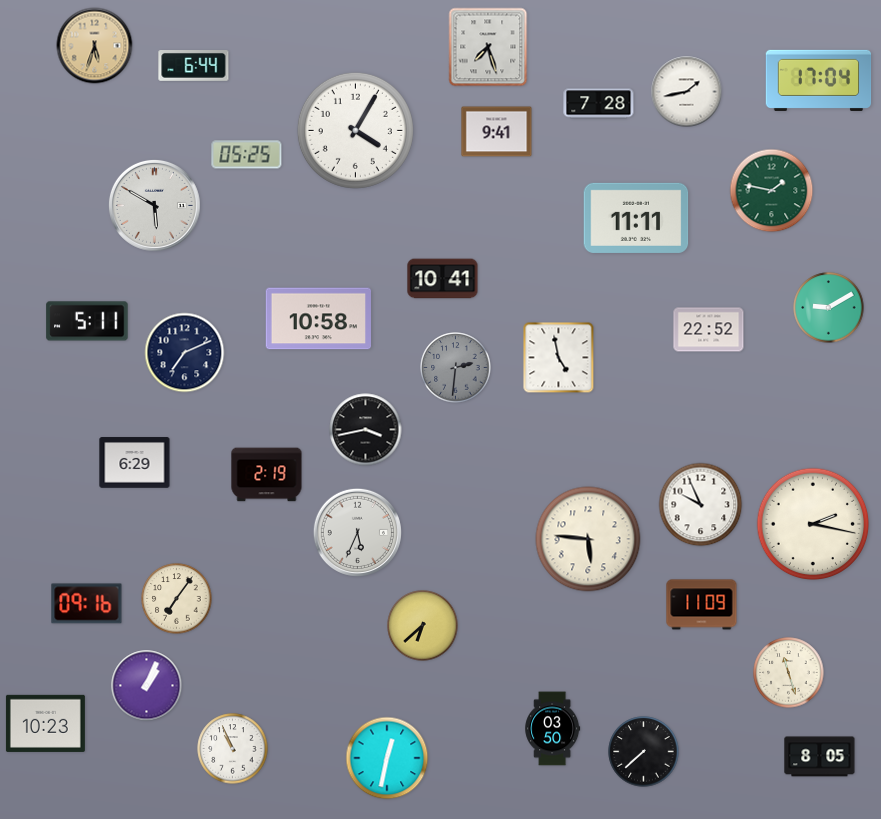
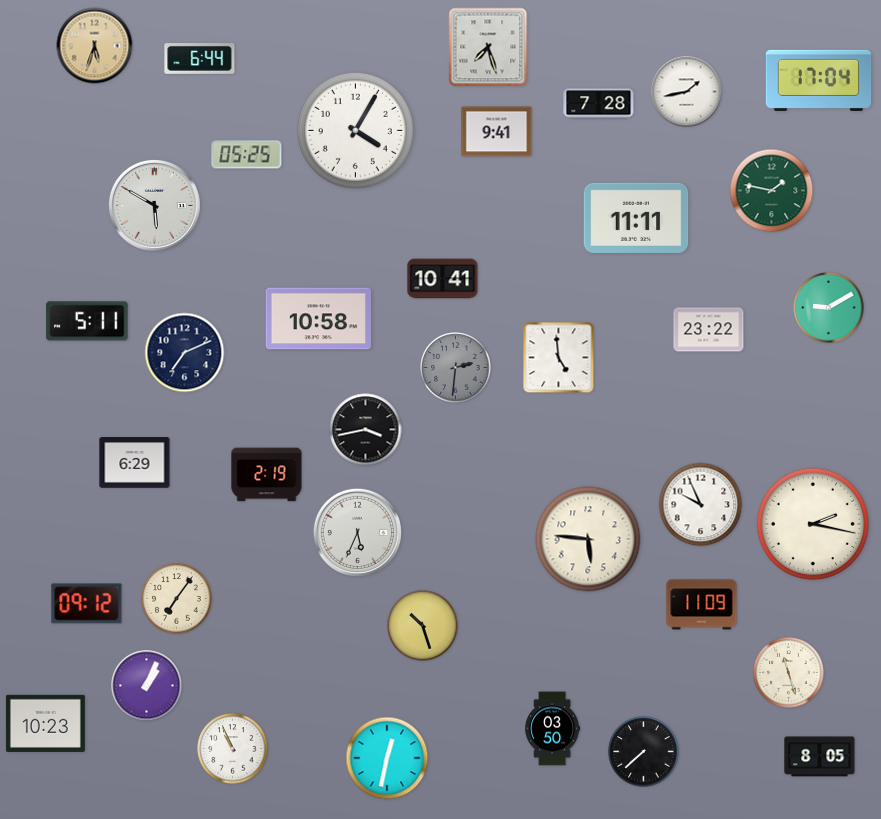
clock at (194, 66) position: (194, 66) -> (200, 59)
clock at (709, 330): 22:52 -> 23:22
clock at (559, 358): 4:58 -> 4:59
clock at (87, 604): 09:16 -> 09:12
clock at (423, 626): 6:38 -> 10:27
